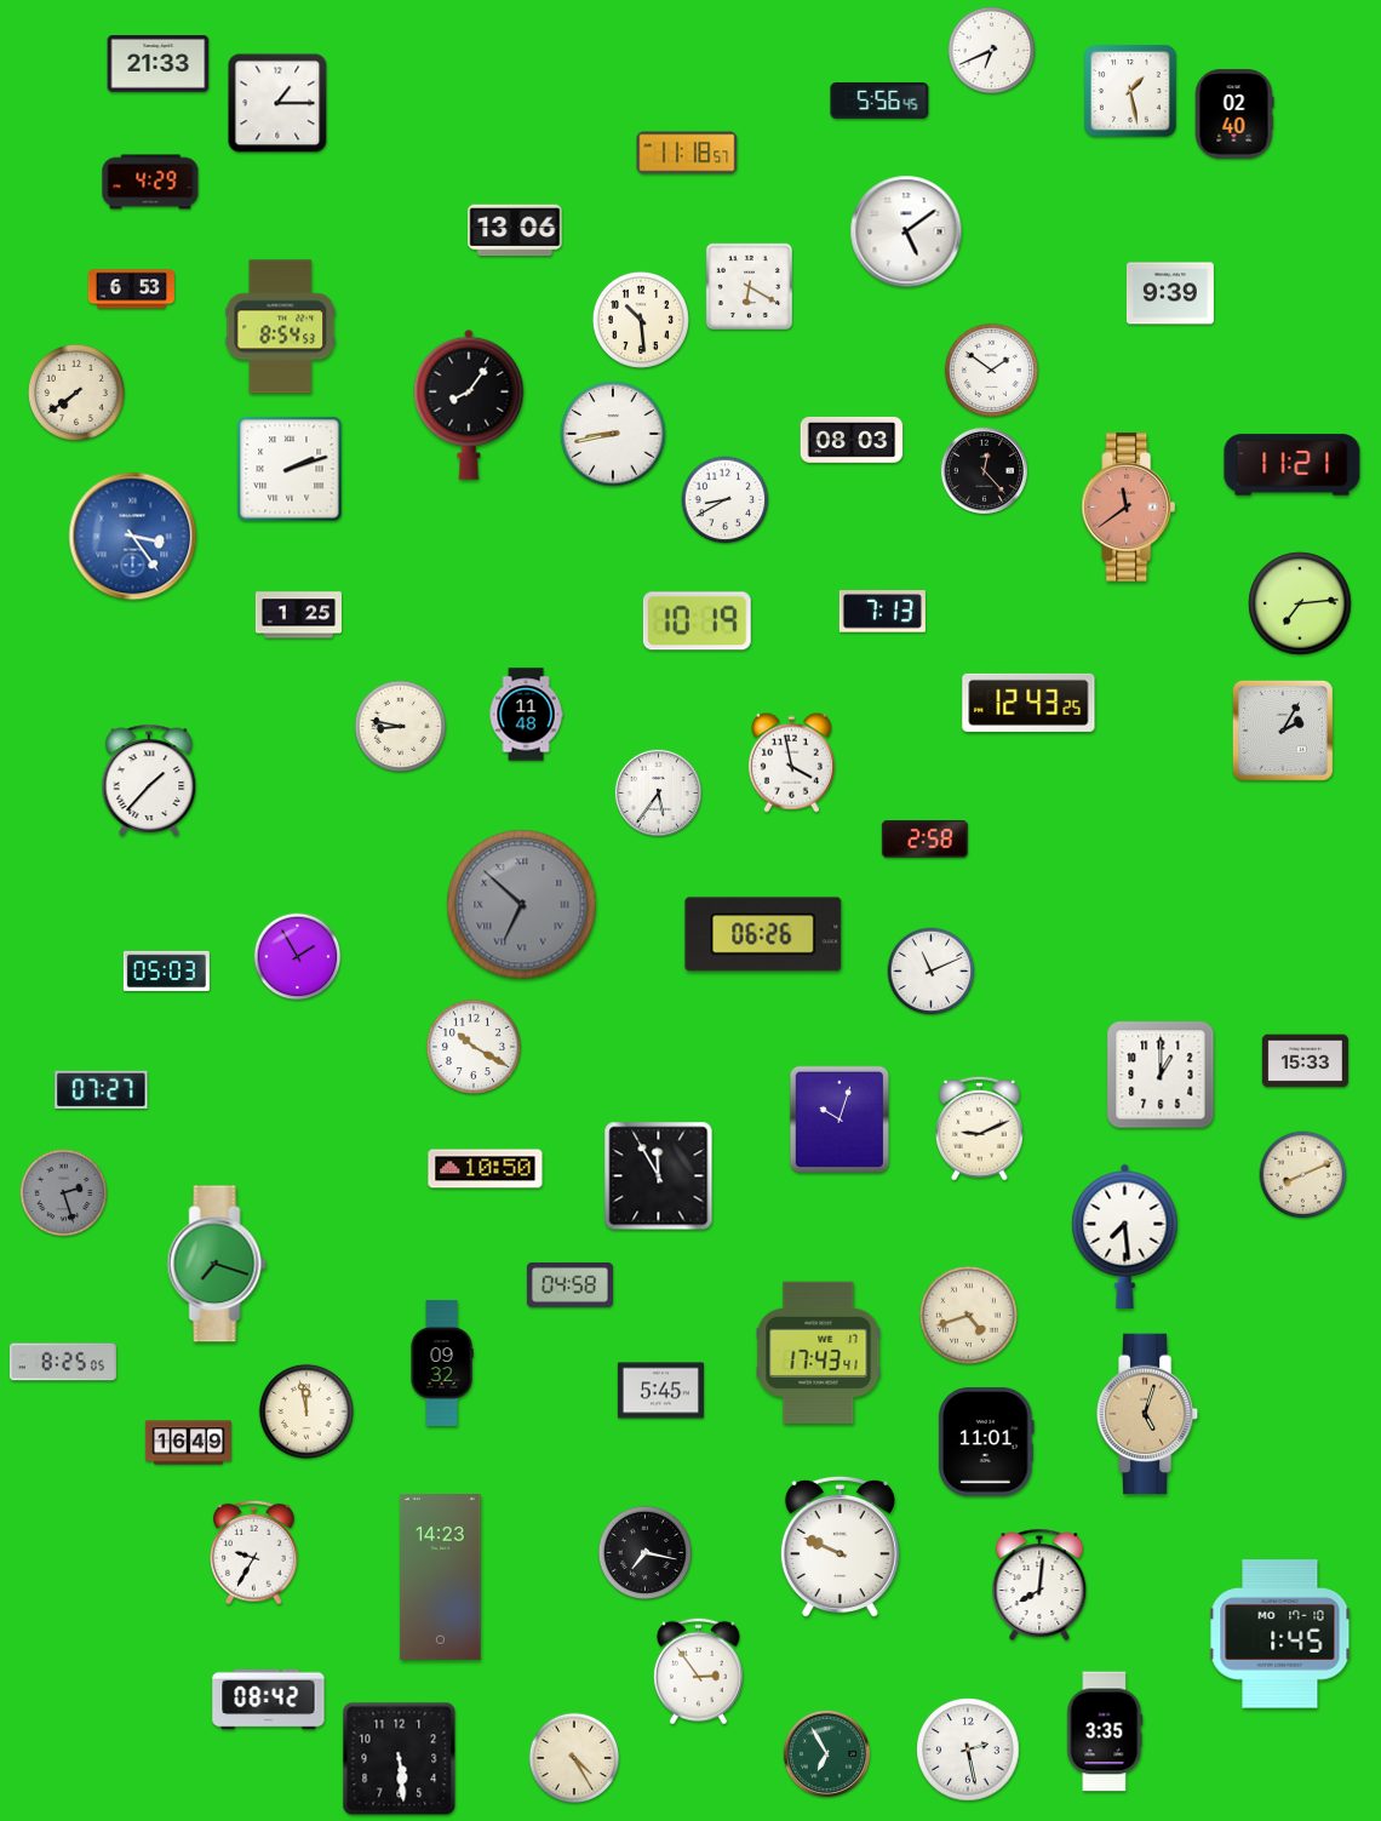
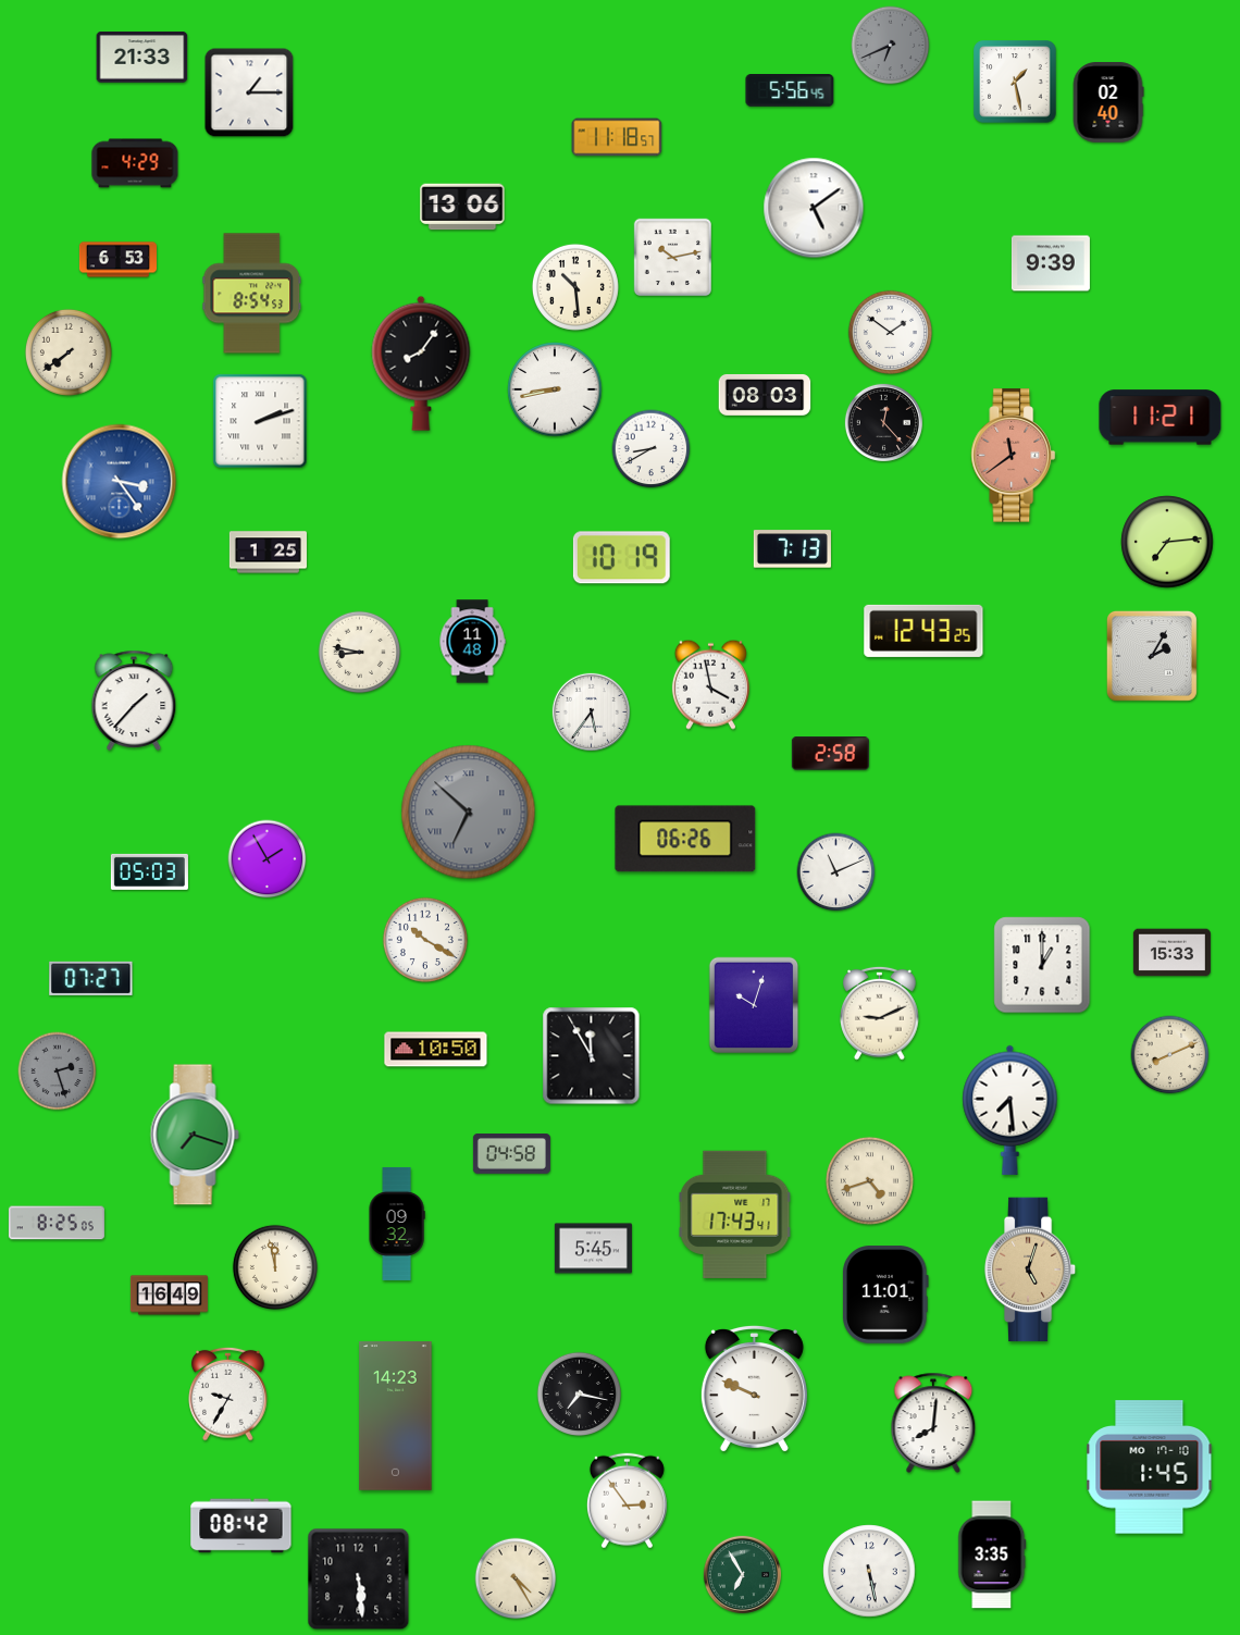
clock at (992, 51) dial: white -> grey
clock at (749, 286): 6:20 -> 10:13
clock at (613, 434) position: (613, 434) -> (555, 389)
clock at (697, 622) position: (697, 622) -> (621, 558)
clock at (968, 1750): 2:28 -> 5:28
